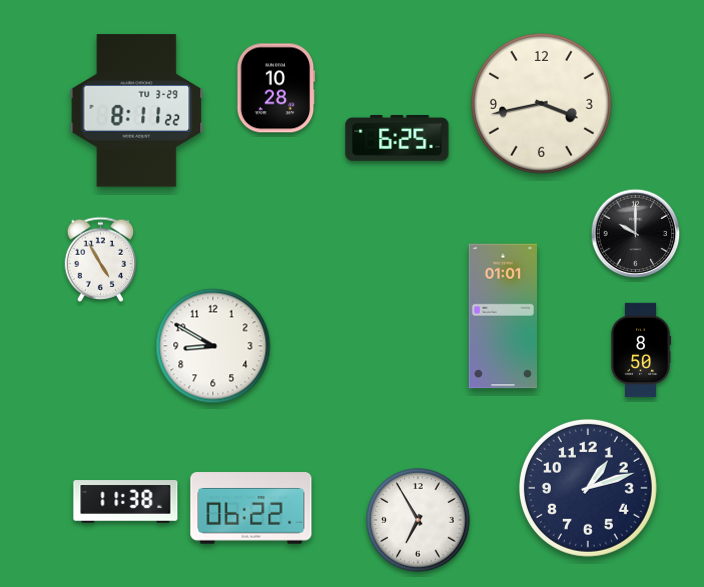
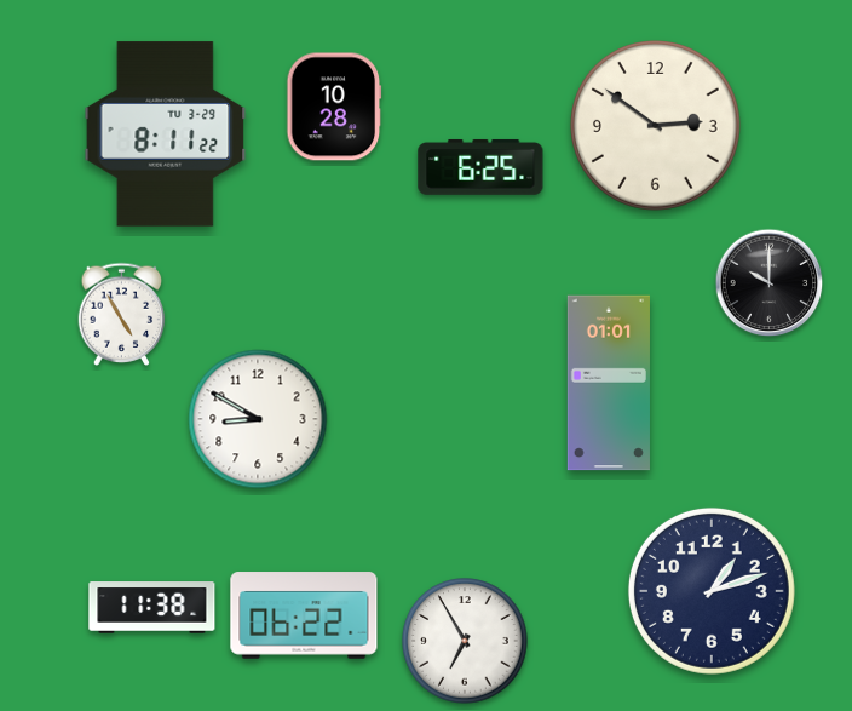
clock at (542, 104): 3:43 -> 2:51
clock at (641, 350): 8:50 -> none
clock at (418, 520) position: (418, 520) -> (465, 641)
